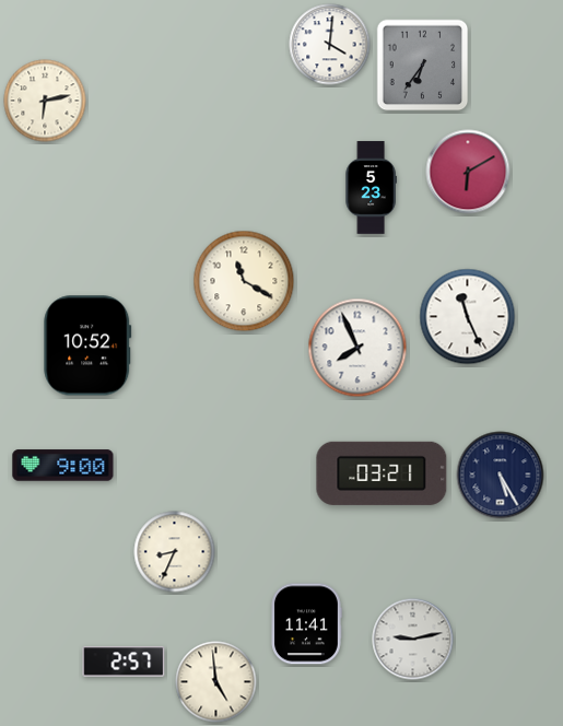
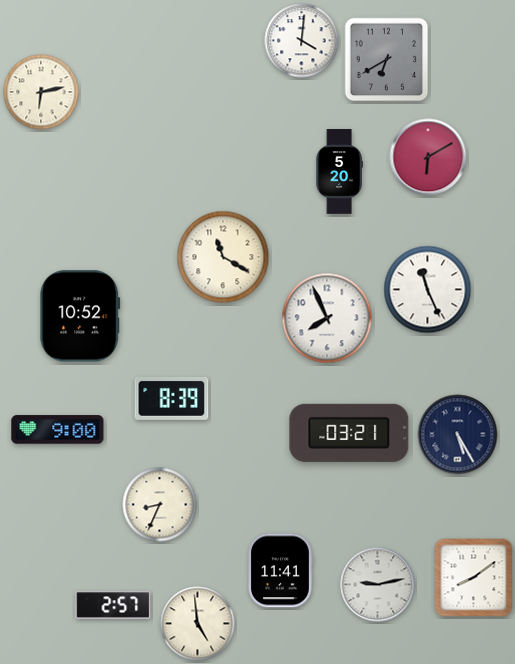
clock at (423, 66): 6:36 -> 6:40
clock at (371, 188): 5:23 -> 5:20
clock at (172, 398): none -> 8:39
clock at (63, 466) position: (63, 466) -> (58, 430)
clock at (474, 578): none -> 8:09
